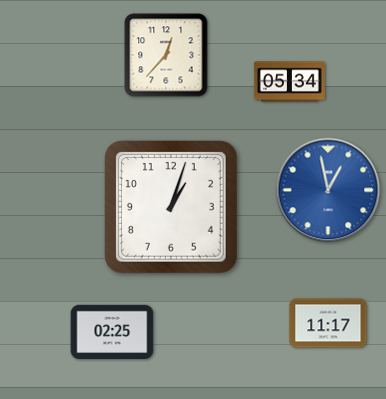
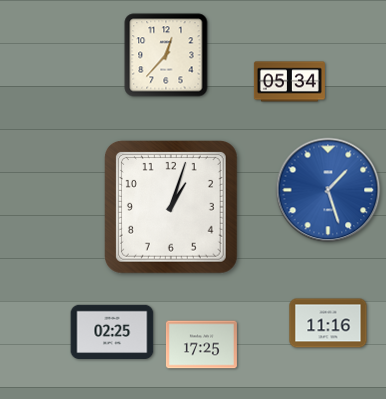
clock at (328, 190): 12:58 -> 1:27
clock at (328, 323): 11:17 -> 11:16
clock at (201, 345): none -> 17:25
